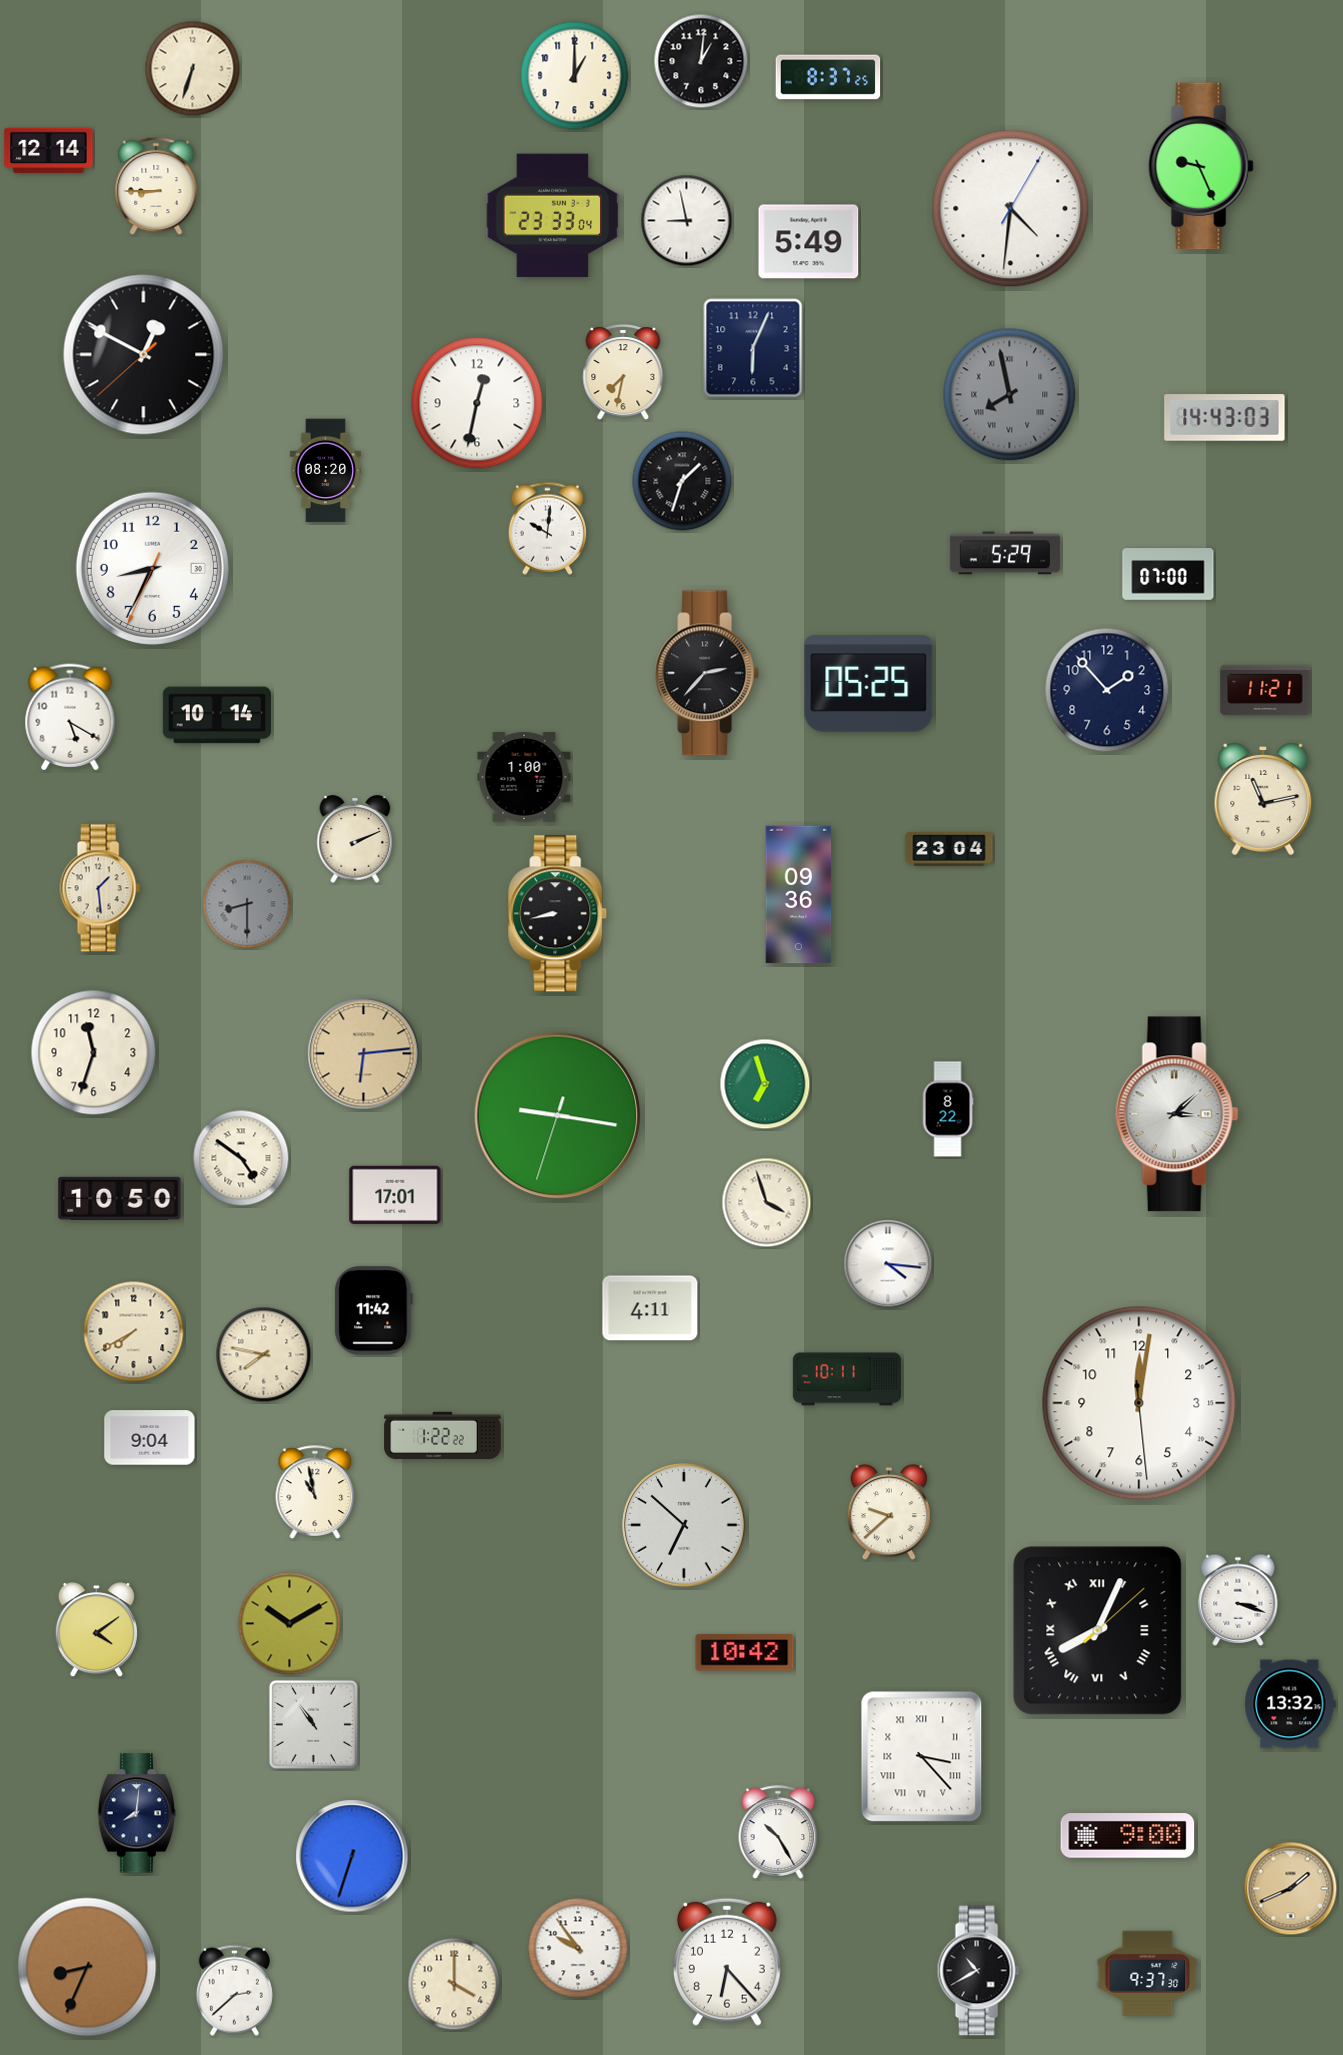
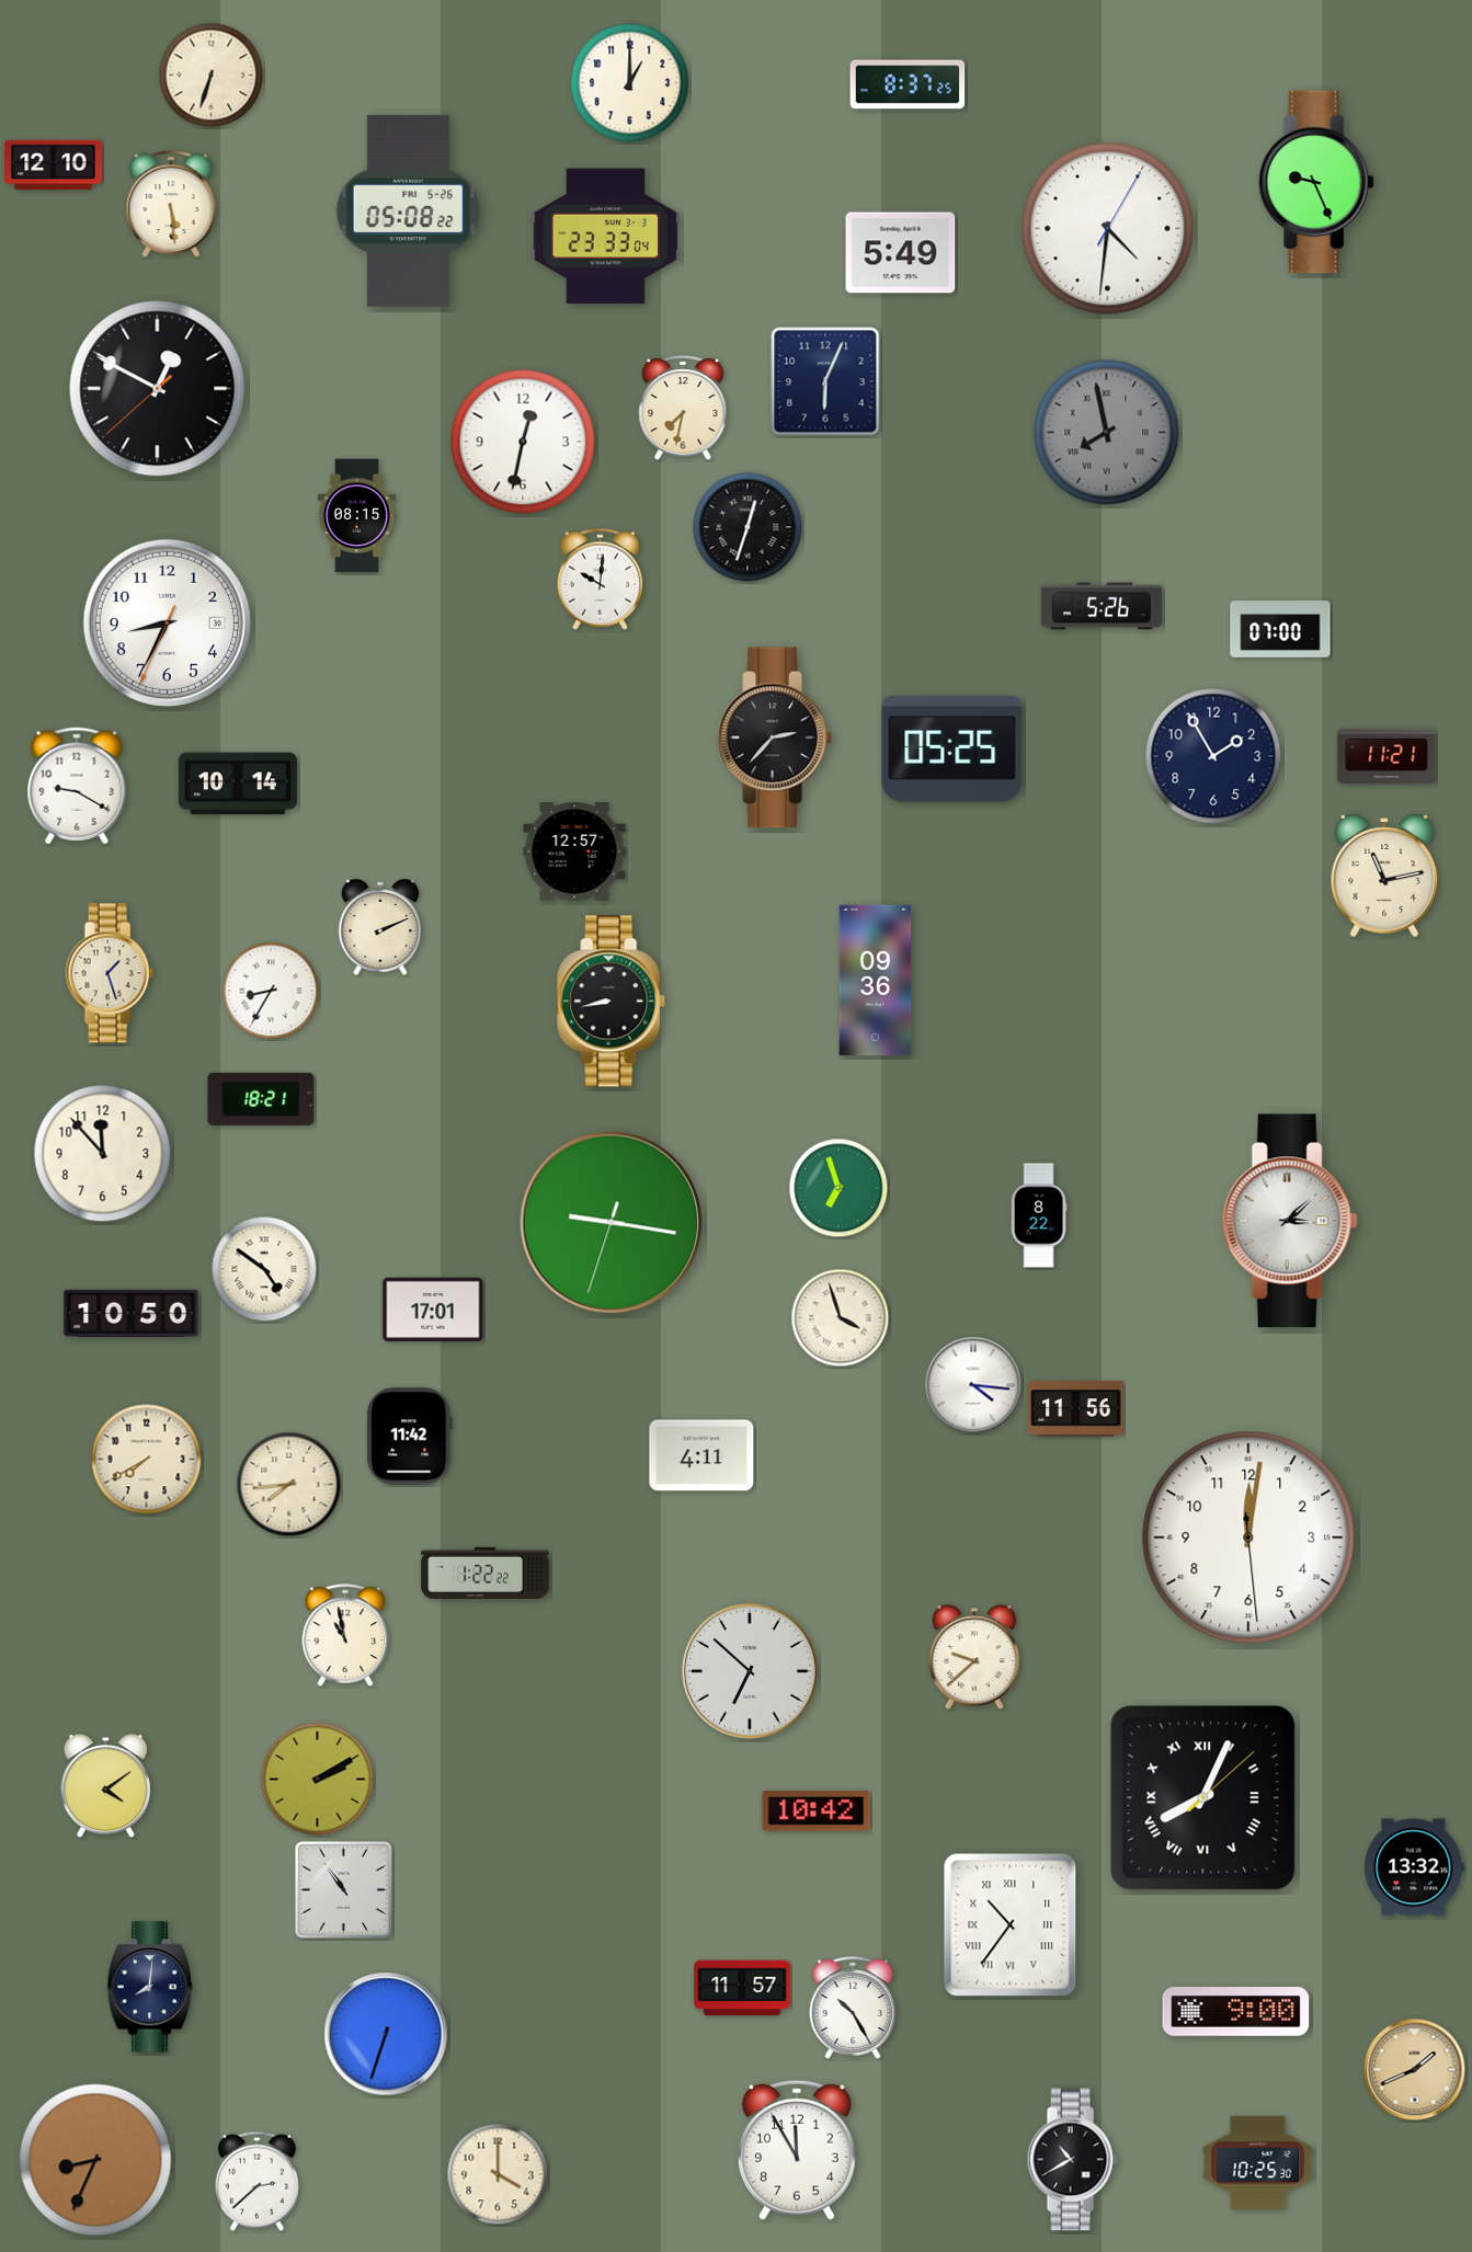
clock at (701, 61): 1:01 -> none
clock at (49, 151): 12:14 -> 12:10
clock at (156, 186): 8:45 -> 5:29
clock at (409, 210): none -> 05:08
clock at (687, 221): 8:58 -> none
clock at (809, 242) position: (809, 242) -> (901, 253)
clock at (1225, 418): 14:43 -> none
clock at (326, 471): 08:20 -> 08:15
clock at (682, 481): 1:33 -> 12:33
clock at (1005, 553): 5:29 -> 5:26
clock at (1107, 690): 1:53 -> 1:55
clock at (70, 717): 5:20 -> 9:20
clock at (524, 777): 1:00 -> 12:57
clock at (355, 839) position: (355, 839) -> (380, 927)
clock at (949, 849): 23:04 -> none
clock at (100, 888): 1:29 -> 1:27
clock at (247, 904): 8:30 -> 8:35
clock at (247, 904) dial: grey -> white
clock at (261, 1099): none -> 18:21
clock at (94, 1053): 11:33 -> 11:53
clock at (364, 1054): 6:14 -> none
clock at (1076, 1409): none -> 11:56
clock at (650, 1308) position: (650, 1308) -> (701, 1455)
clock at (264, 1355): 7:47 -> 7:44
clock at (846, 1379): 10:11 -> none
clock at (150, 1438): 9:04 -> none
clock at (1238, 1600): 3:18 -> none
clock at (290, 1624): 10:10 -> 2:10
clock at (1098, 1631) position: (1098, 1631) -> (1203, 1798)
clock at (922, 1757): 3:23 -> 10:36
clock at (742, 1988): none -> 11:57
clock at (578, 1948): 9:54 -> none
clock at (727, 1962): 6:23 -> 11:55
clock at (87, 1967) position: (87, 1967) -> (95, 2160)
clock at (1148, 1973): 9:37 -> 10:25
